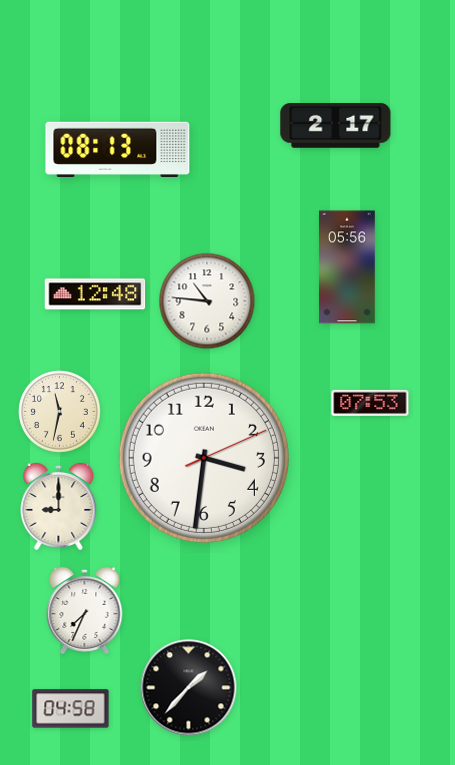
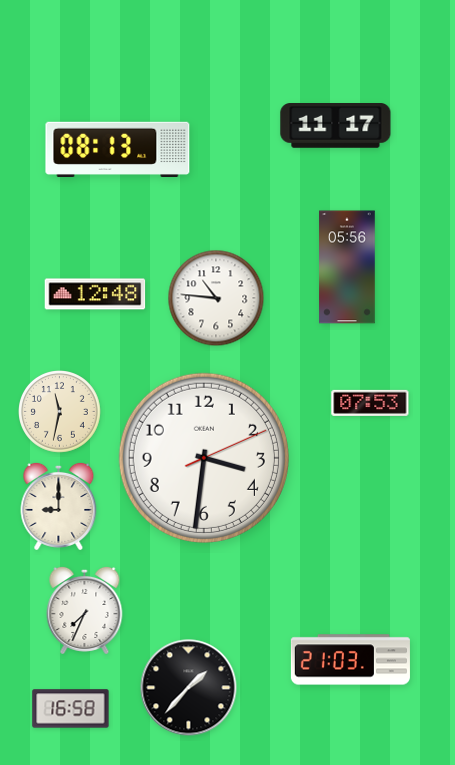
clock at (336, 126): 2:17 -> 11:17
clock at (207, 301) position: (207, 301) -> (216, 298)
clock at (350, 660): none -> 21:03
clock at (71, 709): 04:58 -> 16:58
